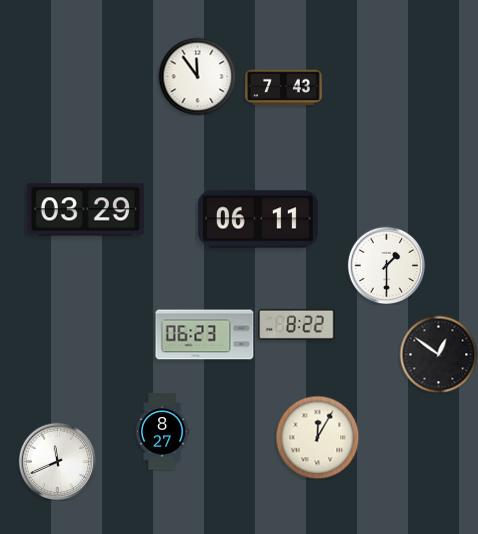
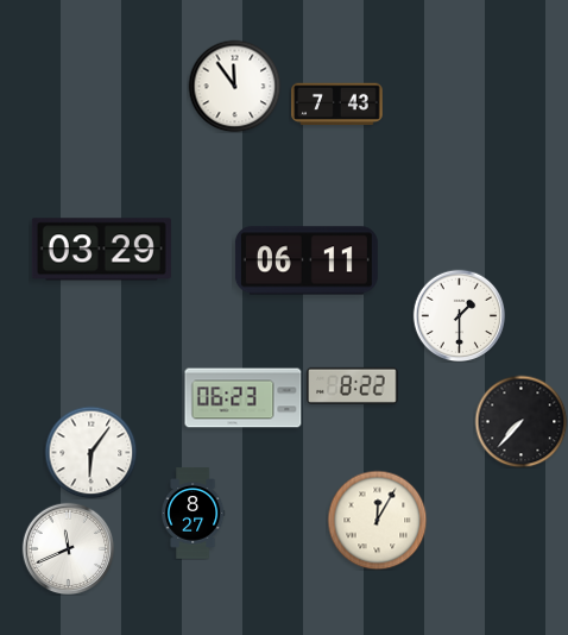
clock at (197, 76) position: (197, 76) -> (234, 86)
clock at (438, 354): 12:51 -> 7:37
clock at (90, 452): none -> 6:06
